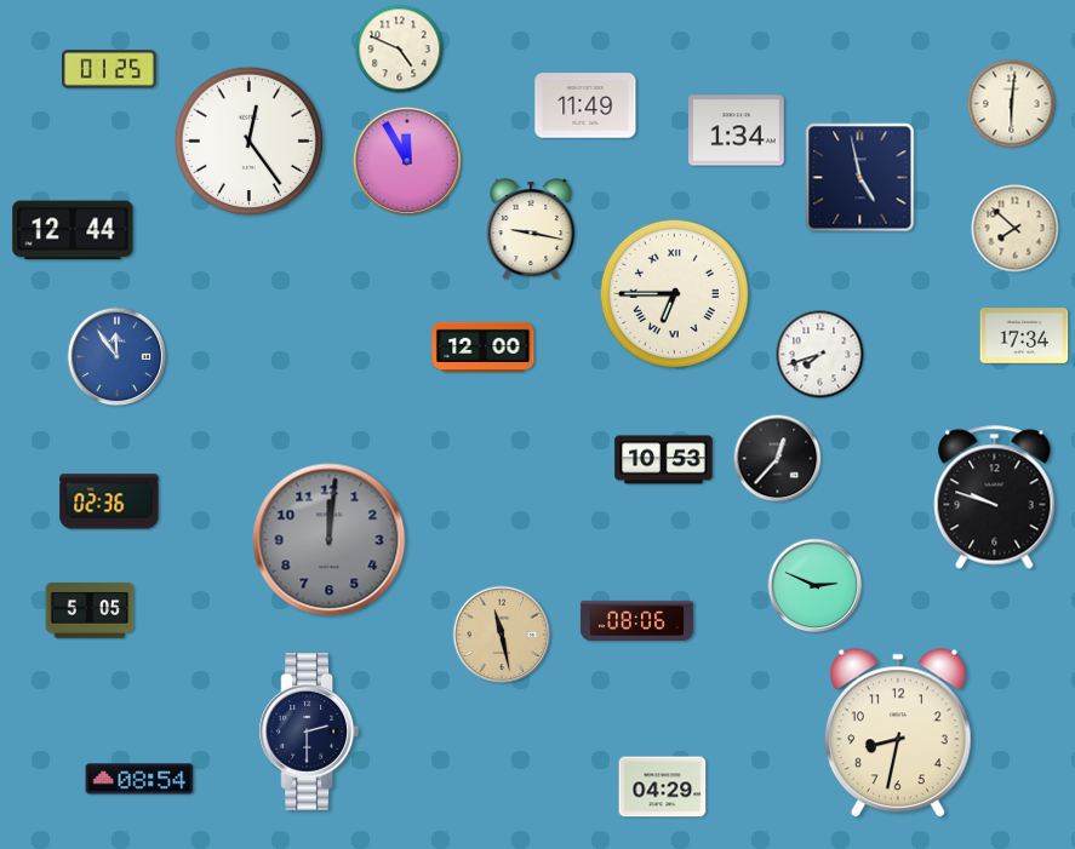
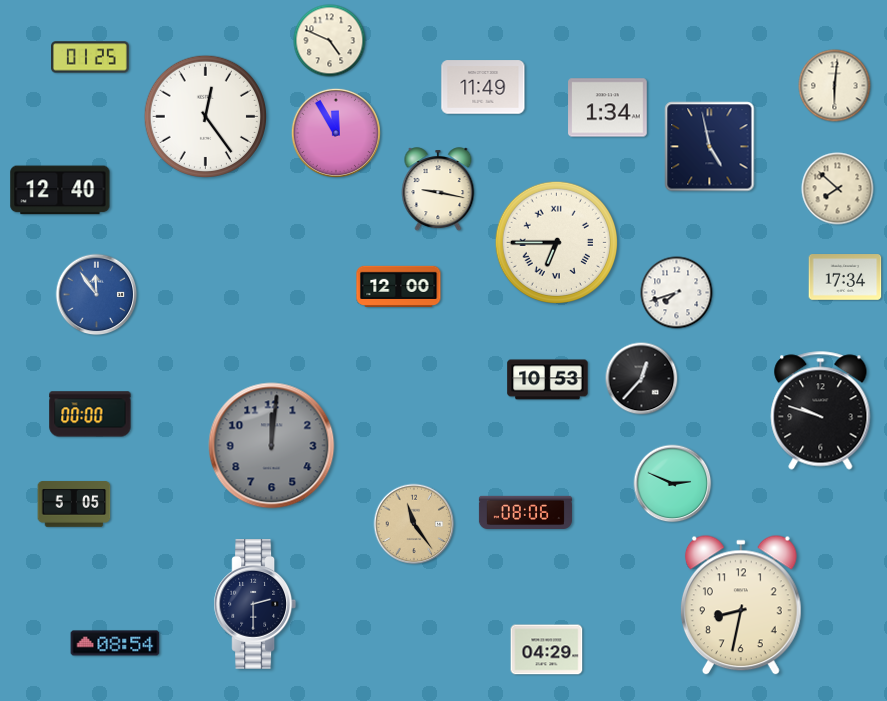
clock at (73, 230): 12:44 -> 12:40
clock at (109, 501): 02:36 -> 00:00
clock at (502, 635): 11:28 -> 11:24
